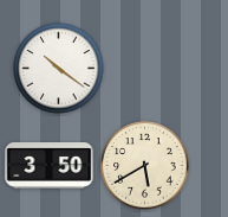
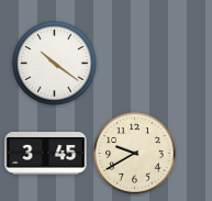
clock at (50, 166): 3:50 -> 3:45
clock at (145, 166): 5:40 -> 9:40
